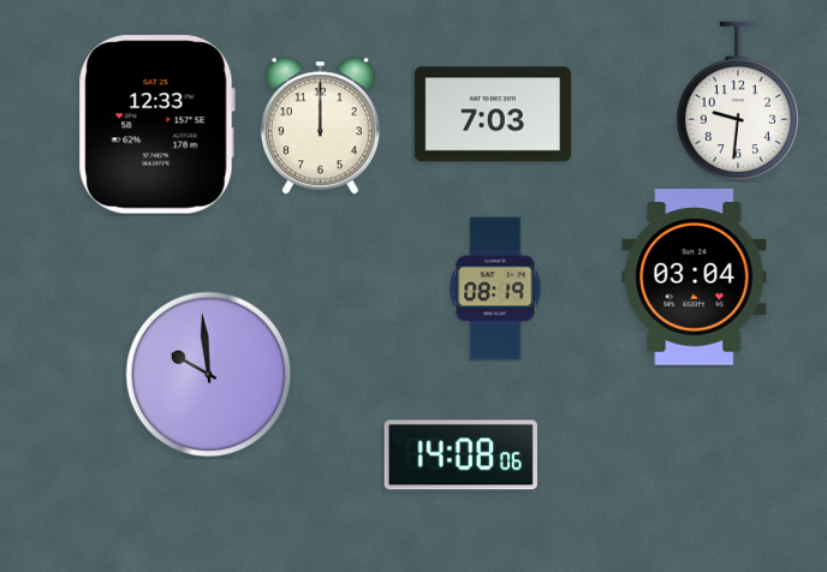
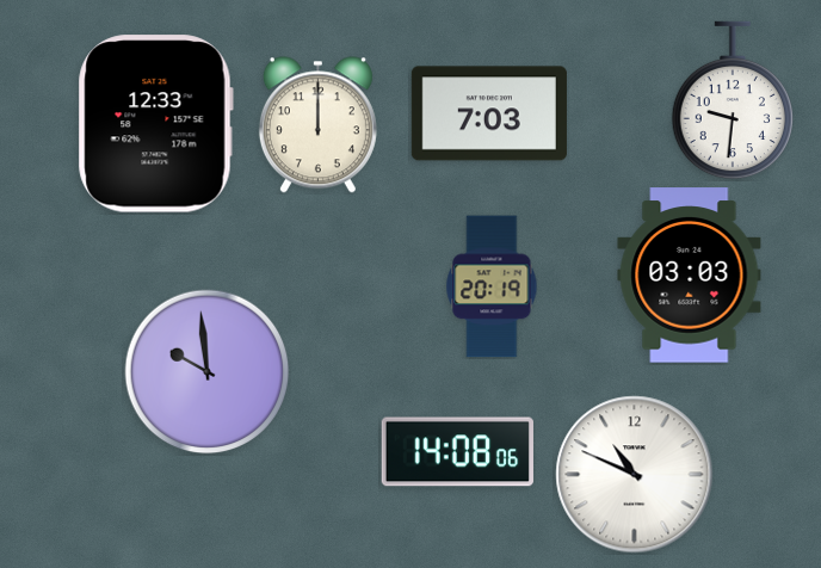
clock at (695, 278): 03:04 -> 03:03
clock at (495, 288): 08:19 -> 20:19
clock at (635, 475): none -> 10:49
